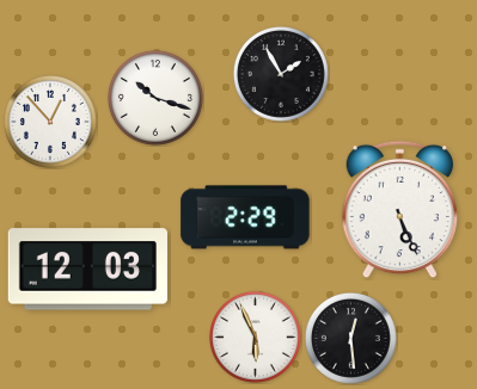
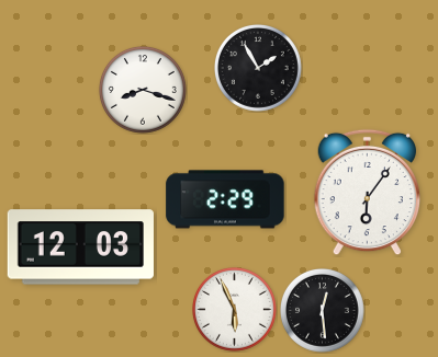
clock at (155, 98): 10:18 -> 8:18
clock at (50, 122): 12:53 -> none
clock at (399, 210): 5:26 -> 6:06
